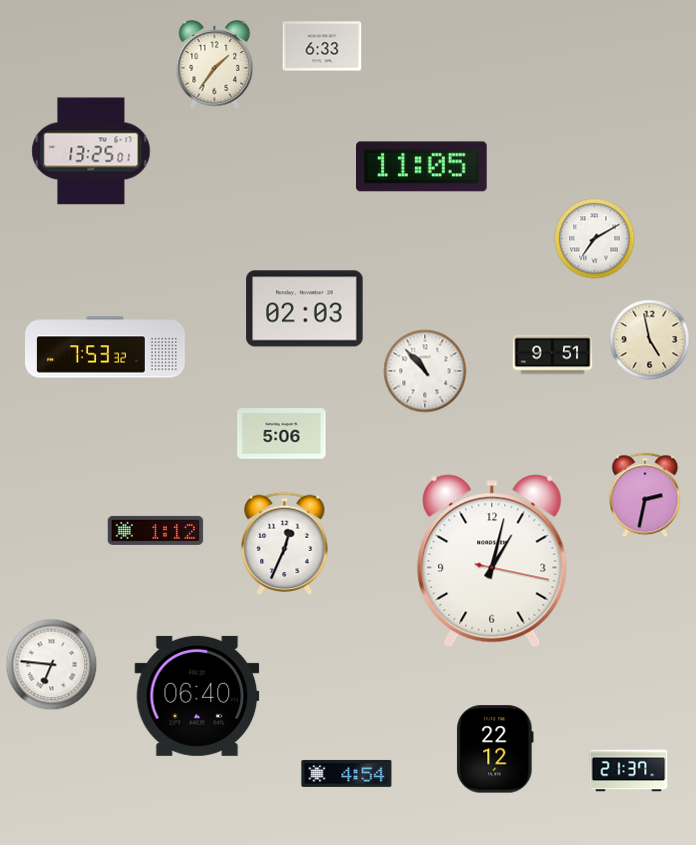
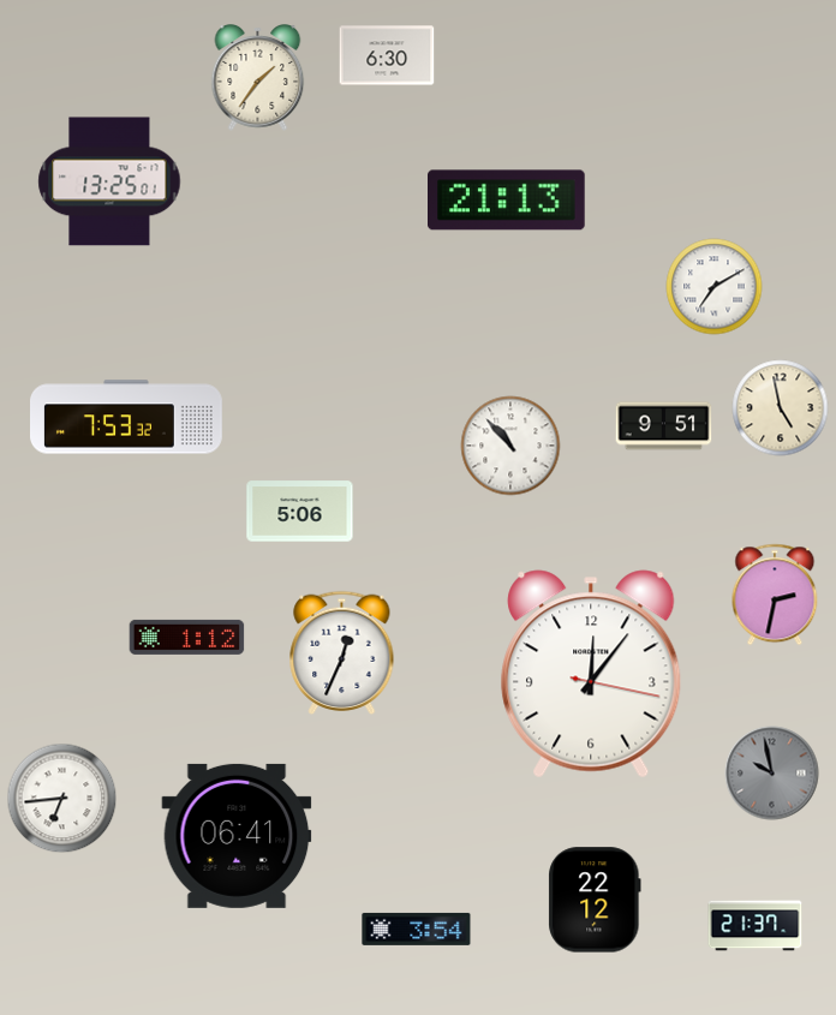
clock at (322, 46): 6:33 -> 6:30
clock at (422, 167): 11:05 -> 21:13
clock at (305, 309): 02:03 -> none
clock at (282, 434) position: (282, 434) -> (300, 512)
clock at (492, 561): 1:02 -> 12:06
clock at (772, 774): none -> 9:58
clock at (52, 665): 6:46 -> 6:44
clock at (197, 696): 06:40 -> 06:41
clock at (347, 773): 4:54 -> 3:54
